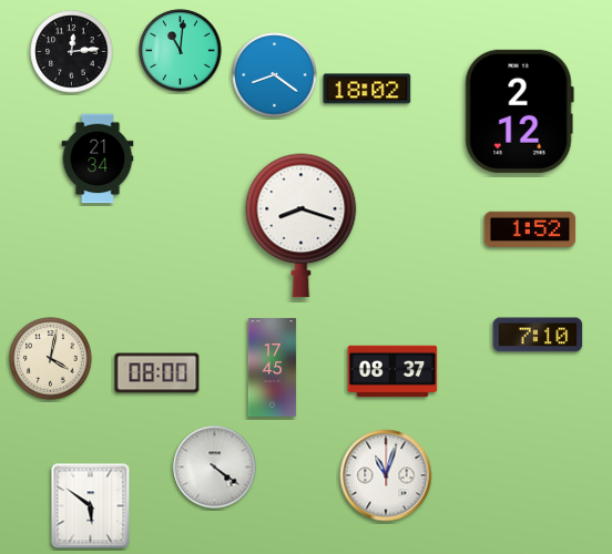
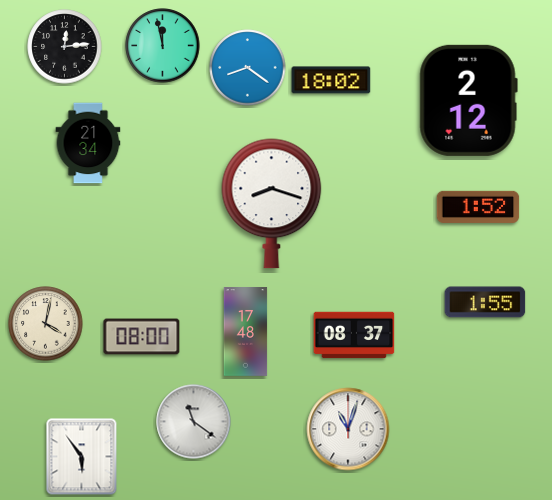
clock at (181, 51): 11:01 -> 11:58
clock at (538, 335): 7:10 -> 1:55
clock at (273, 368): 17:45 -> 17:48
clock at (215, 468): 4:21 -> 11:21
clock at (91, 506): 5:51 -> 5:54
